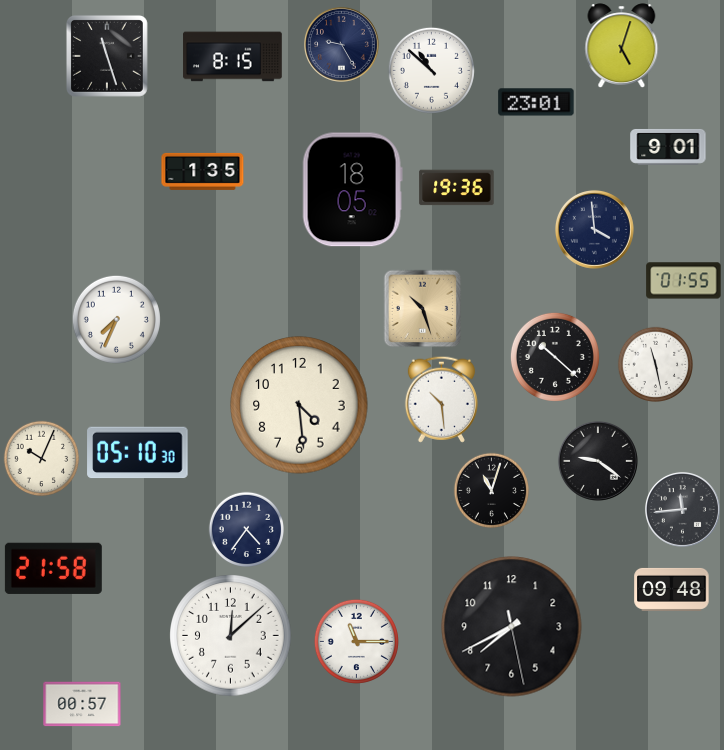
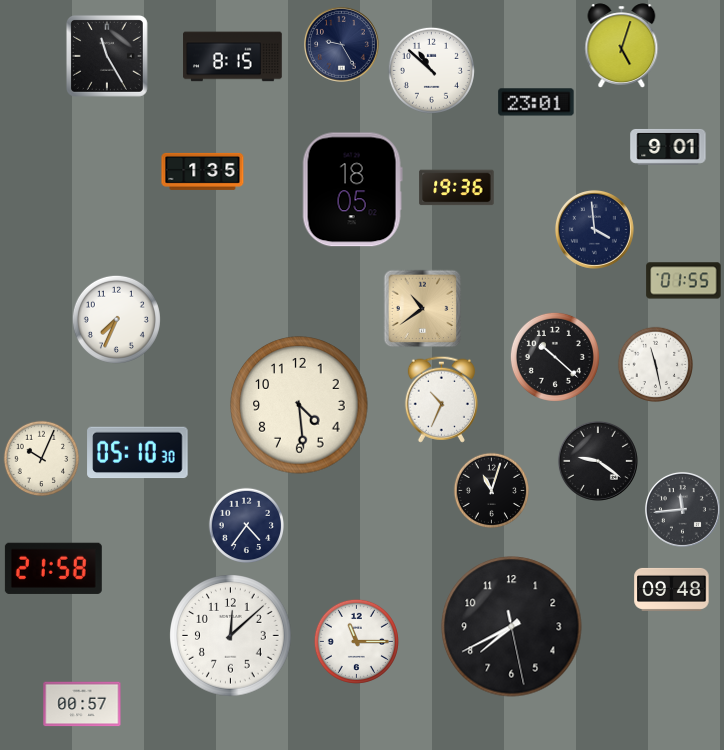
clock at (107, 56): 11:27 -> 11:25
clock at (423, 309): 10:27 -> 10:39
clock at (441, 399): 10:29 -> 10:34
clock at (246, 529) position: (246, 529) -> (246, 525)
